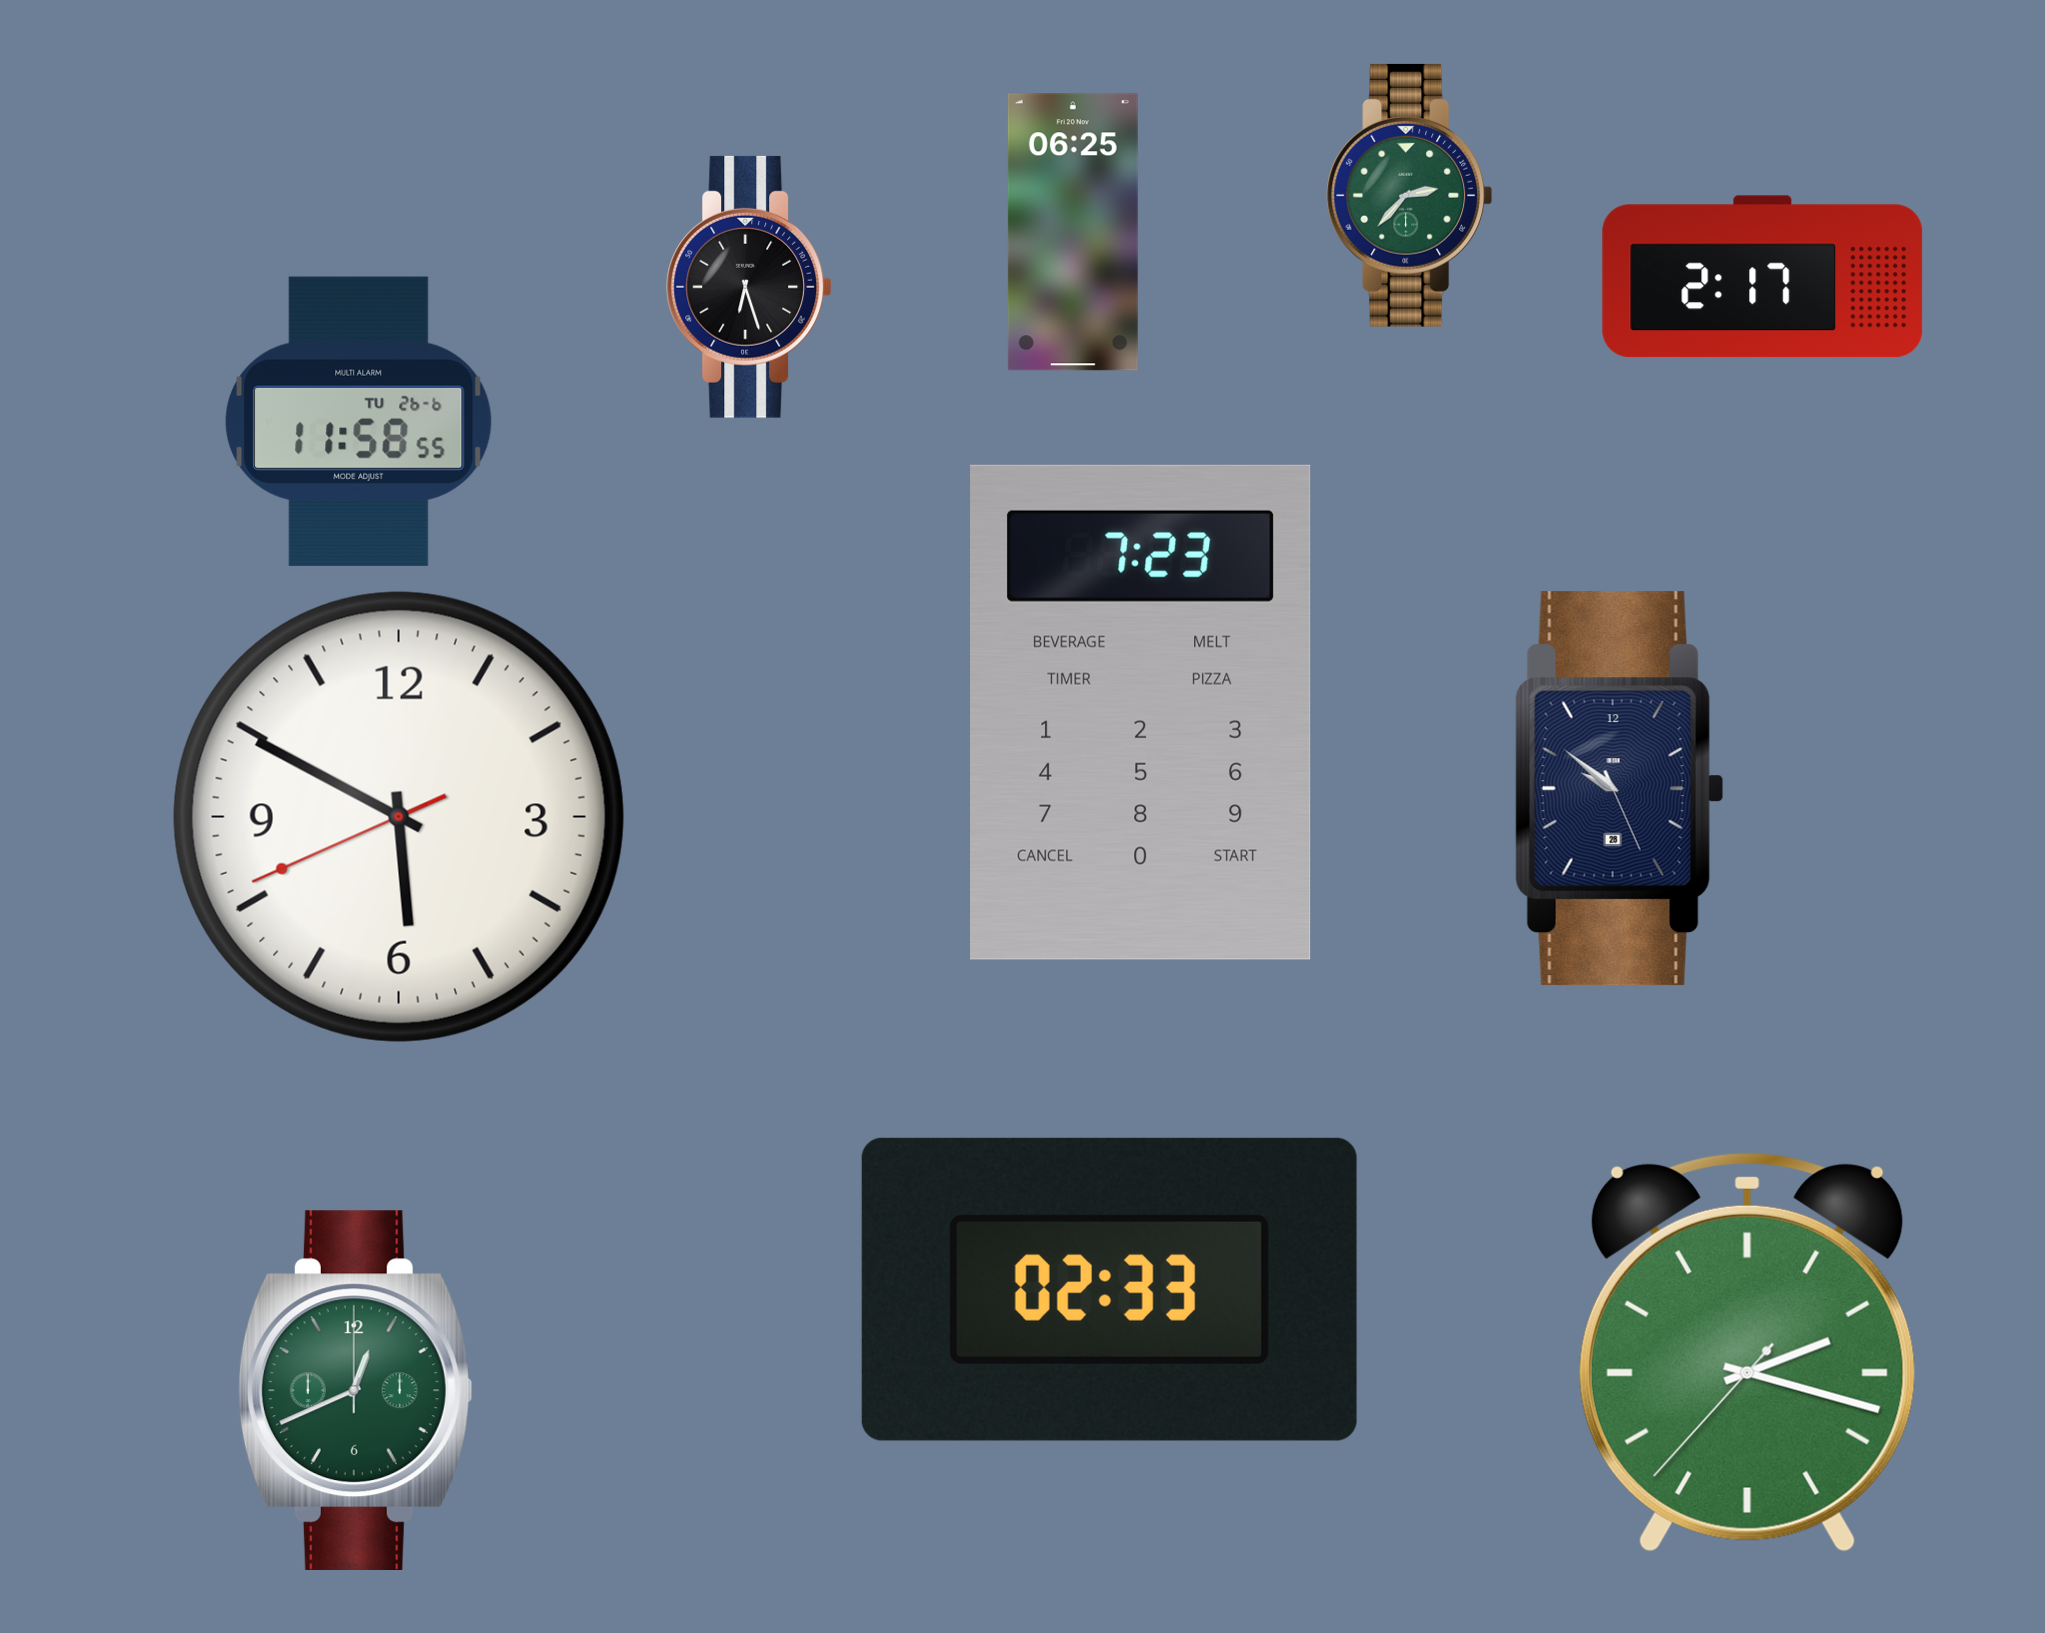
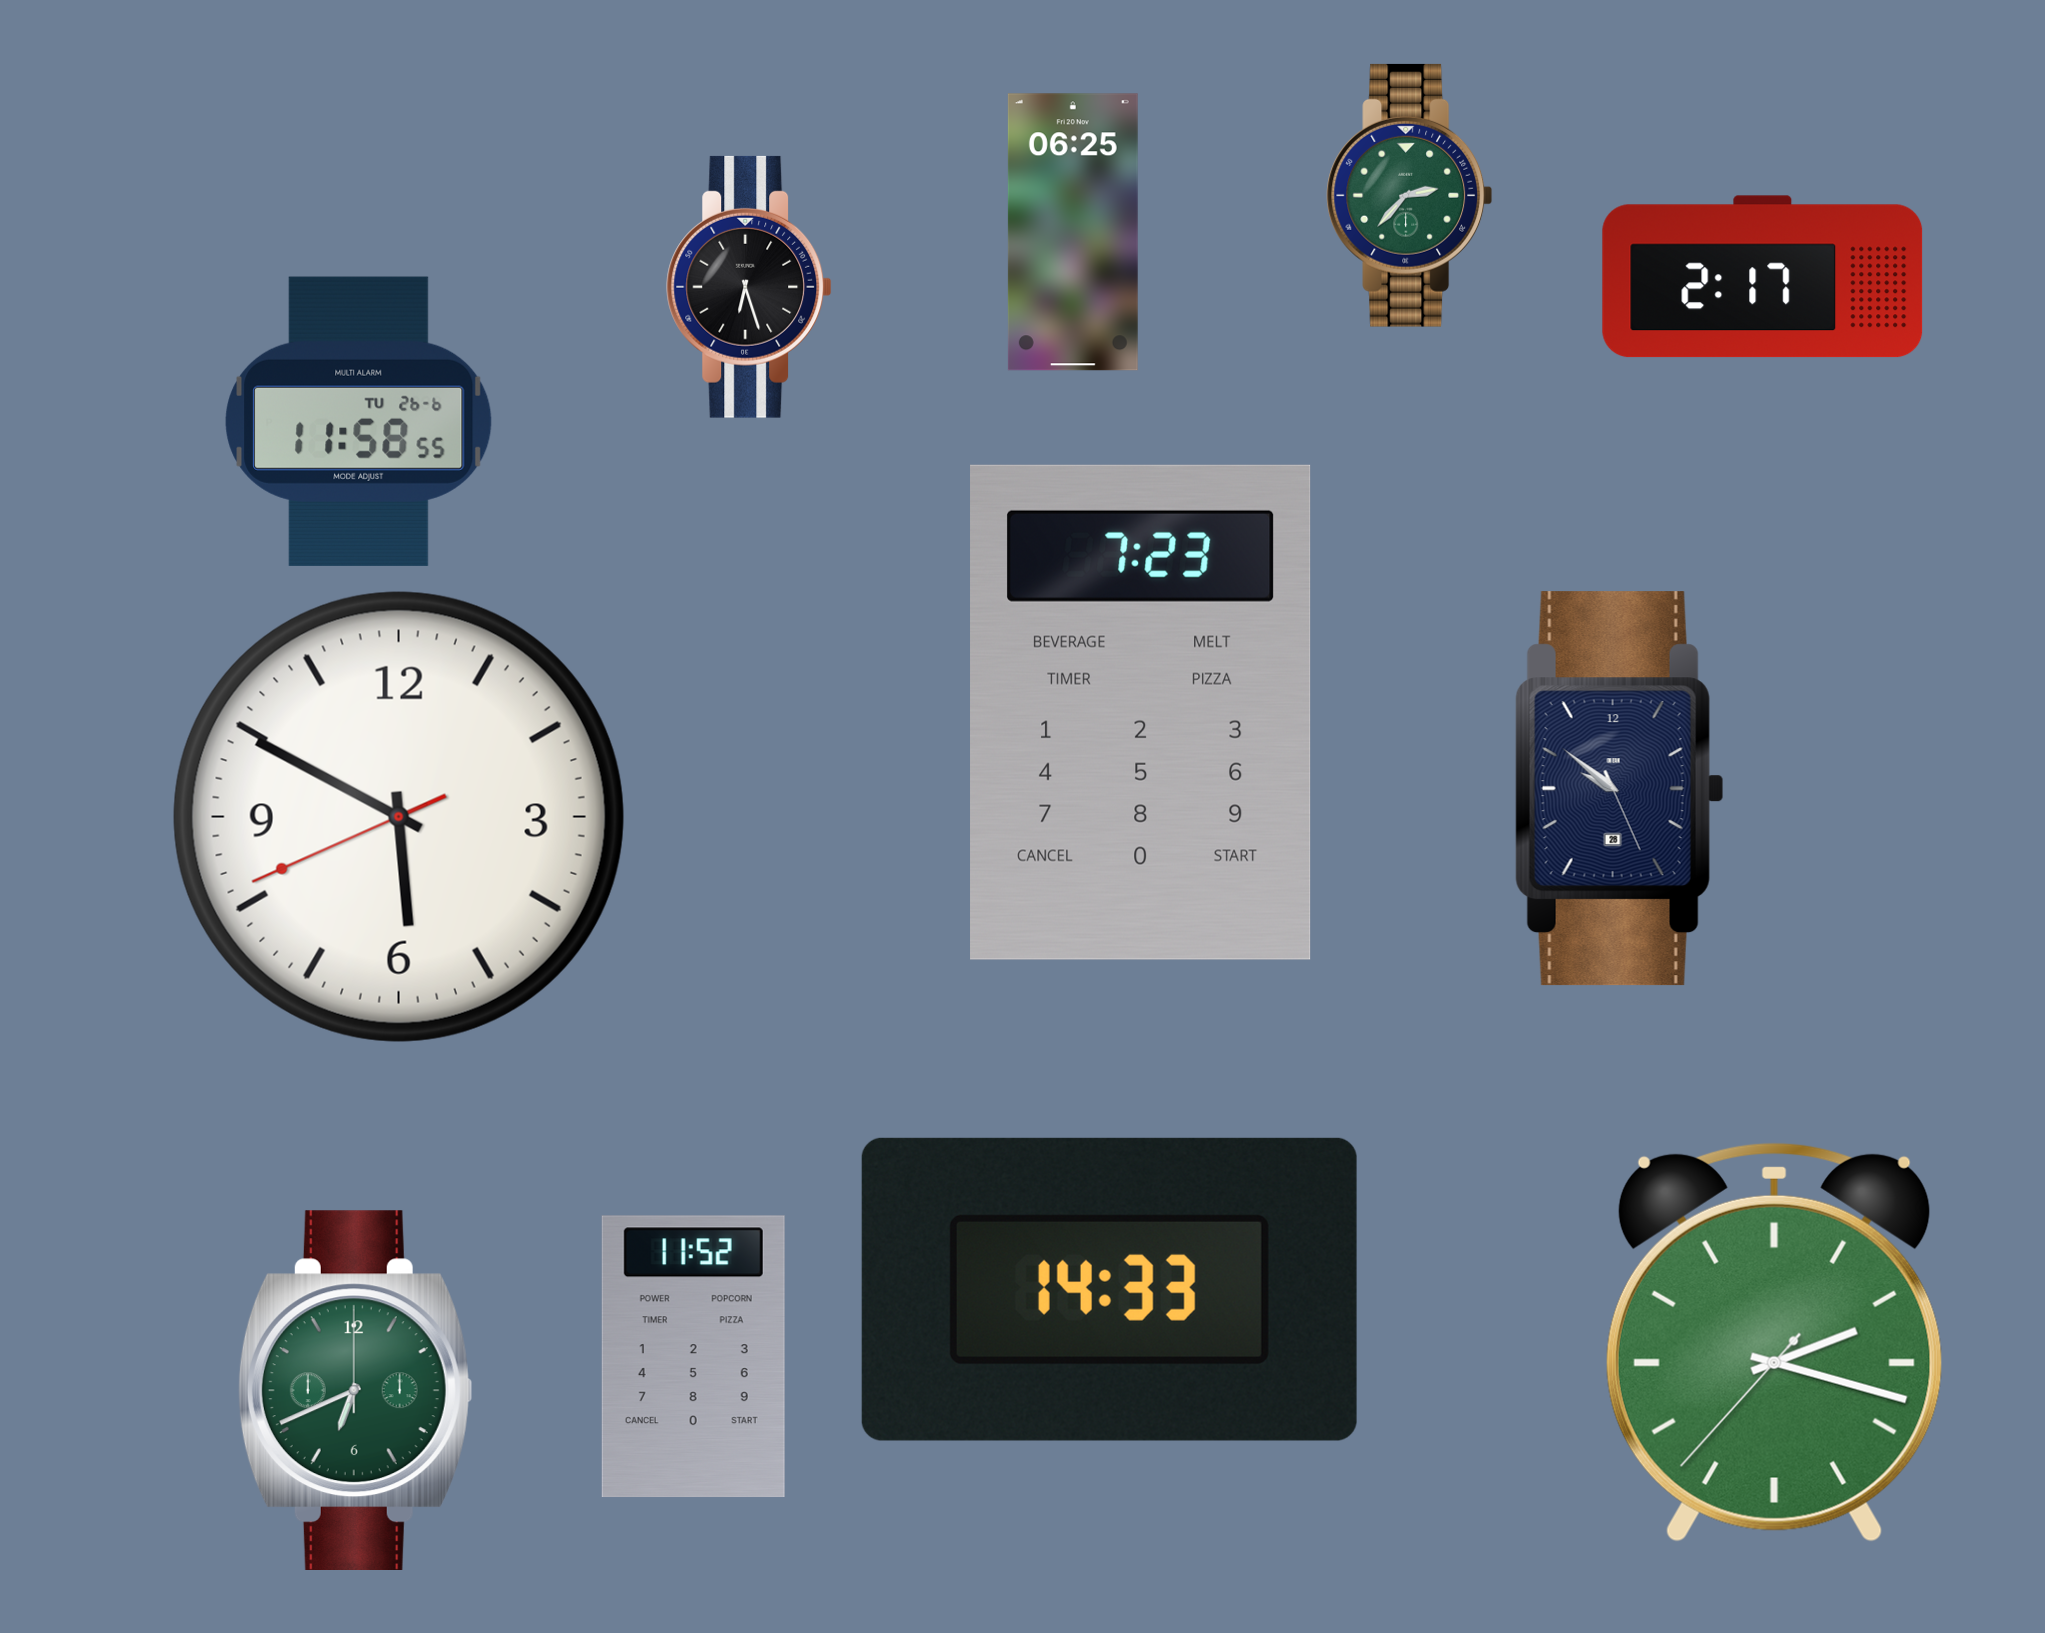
clock at (1109, 1289): 02:33 -> 14:33
clock at (1747, 1352) position: (1747, 1352) -> (1774, 1342)
clock at (693, 1357): none -> 11:52
clock at (355, 1390): 12:41 -> 6:41
